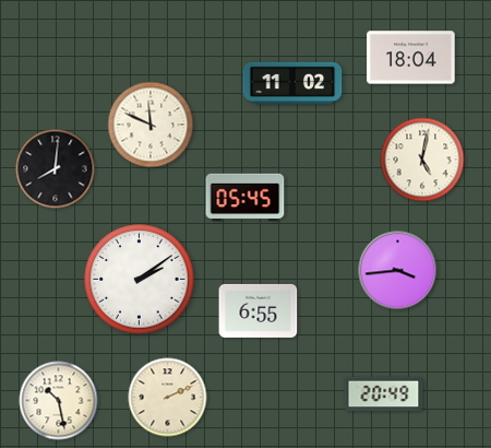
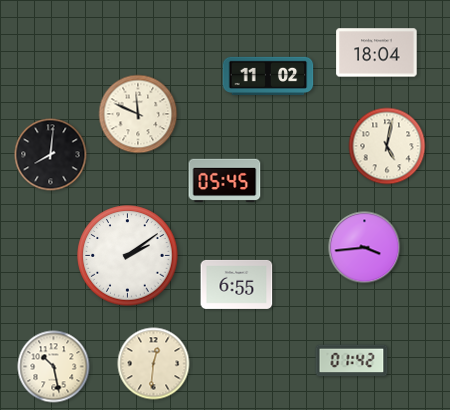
clock at (384, 394): 20:49 -> 01:42
clock at (168, 398): 2:11 -> 12:31
